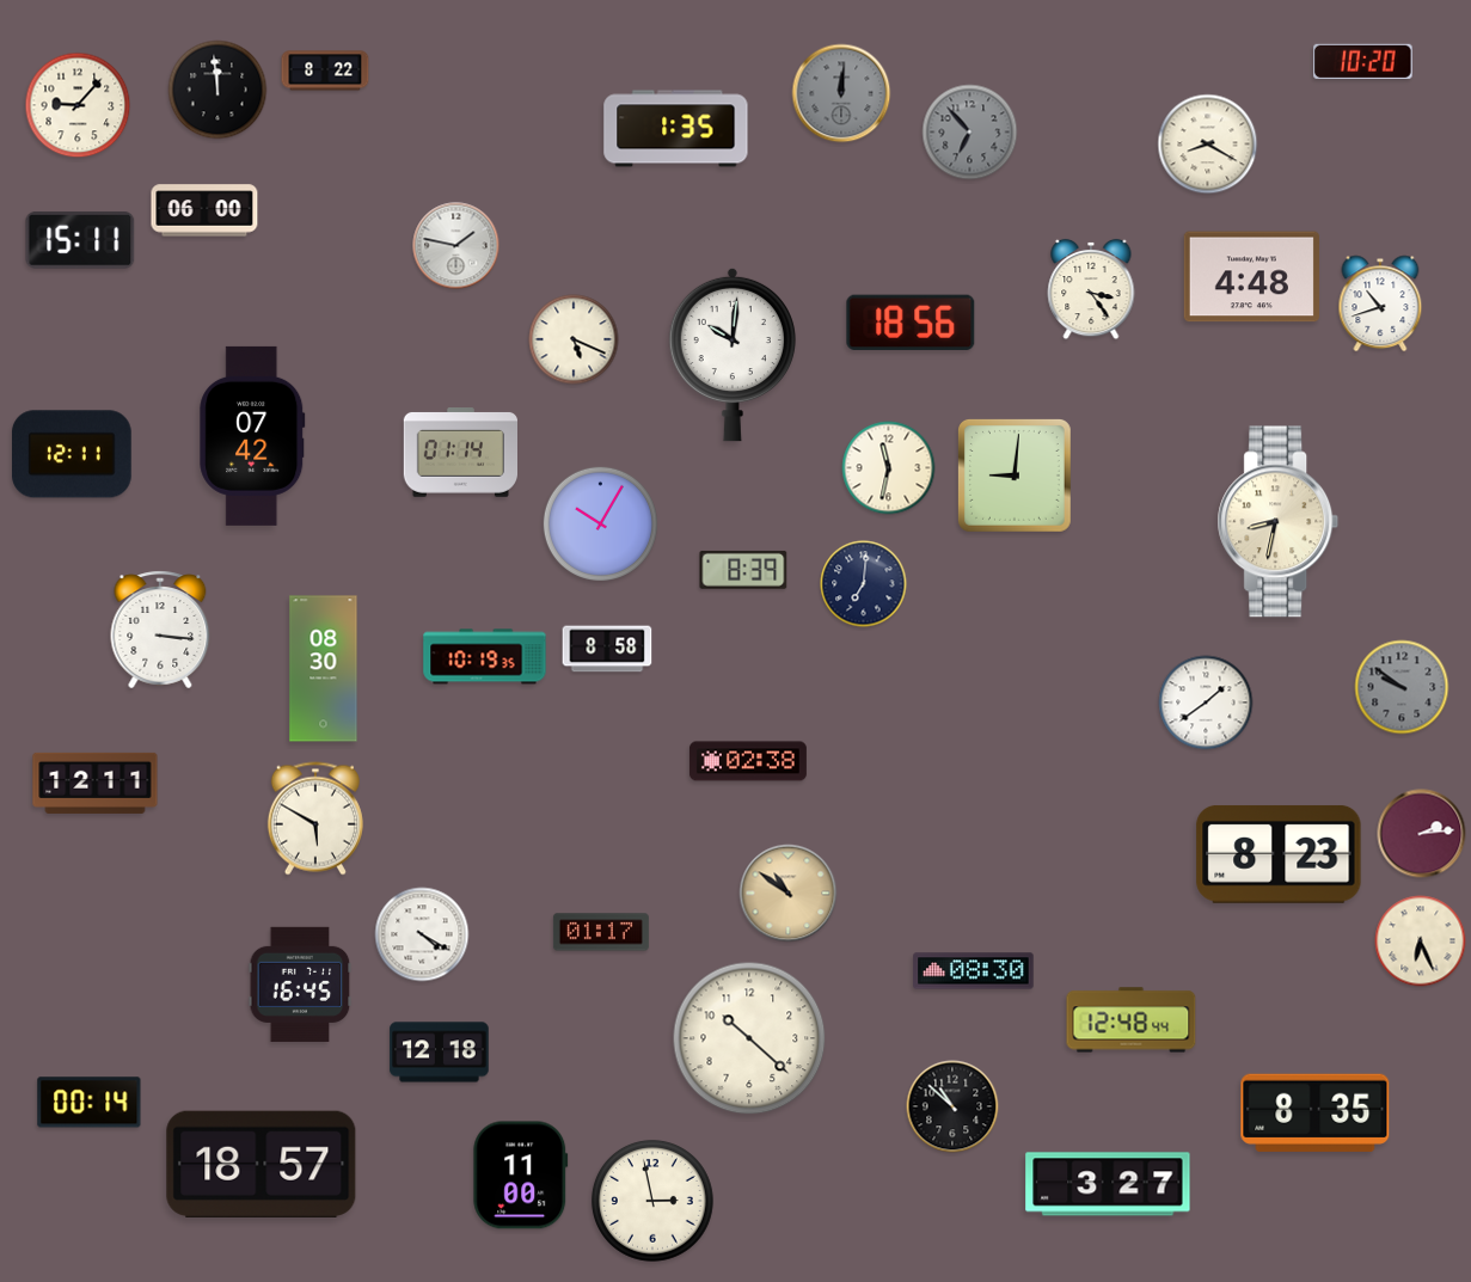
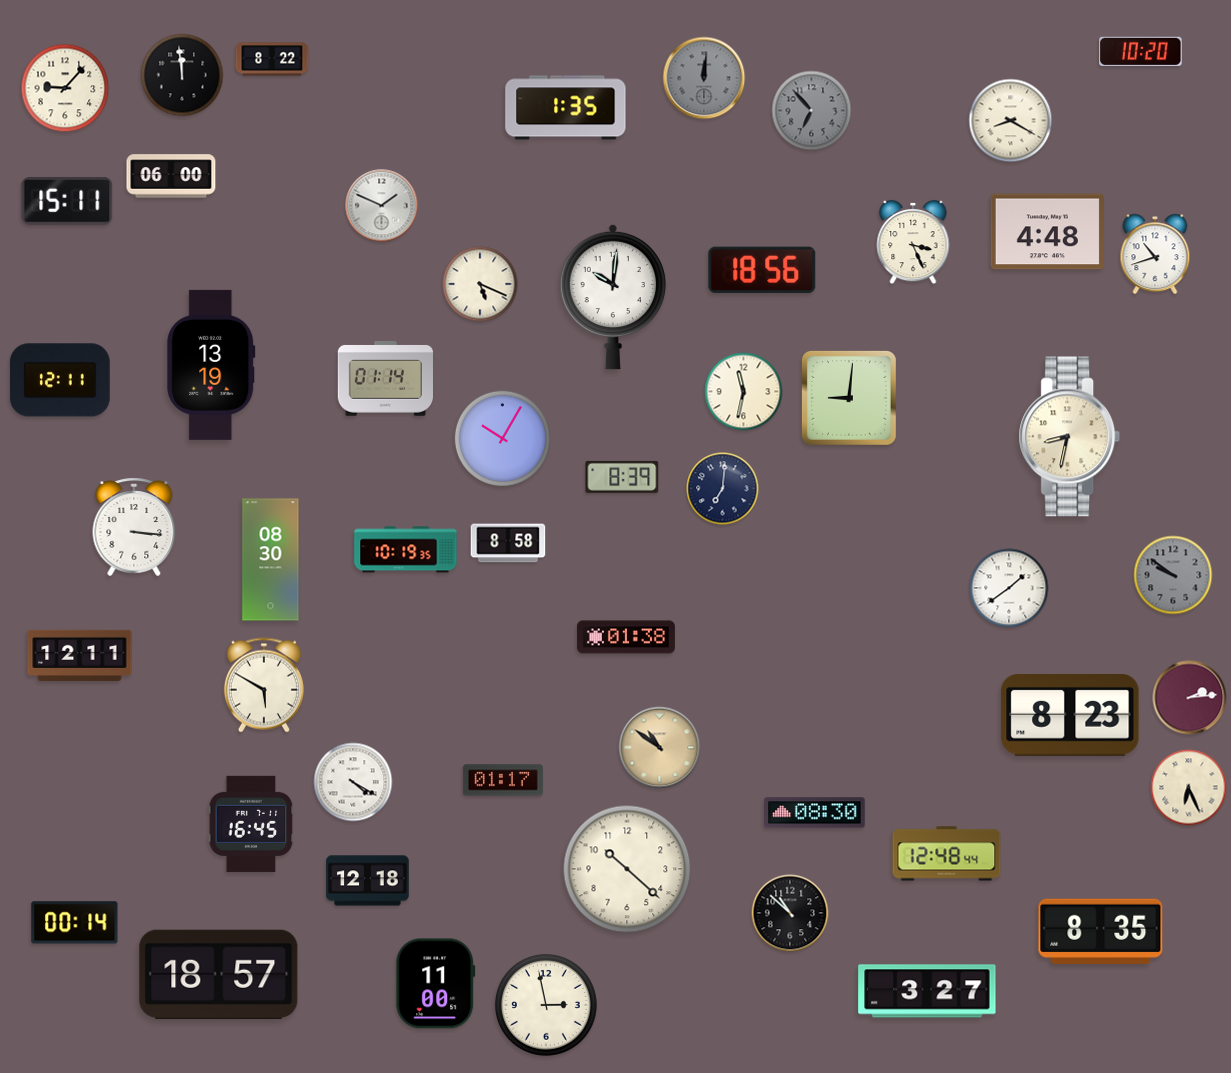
clock at (456, 246): 1:47 -> 1:49
clock at (1091, 289): 3:24 -> 3:26
clock at (252, 436): 07:42 -> 13:19
clock at (748, 761): 02:38 -> 01:38
clock at (952, 1106) position: (952, 1106) -> (790, 913)
